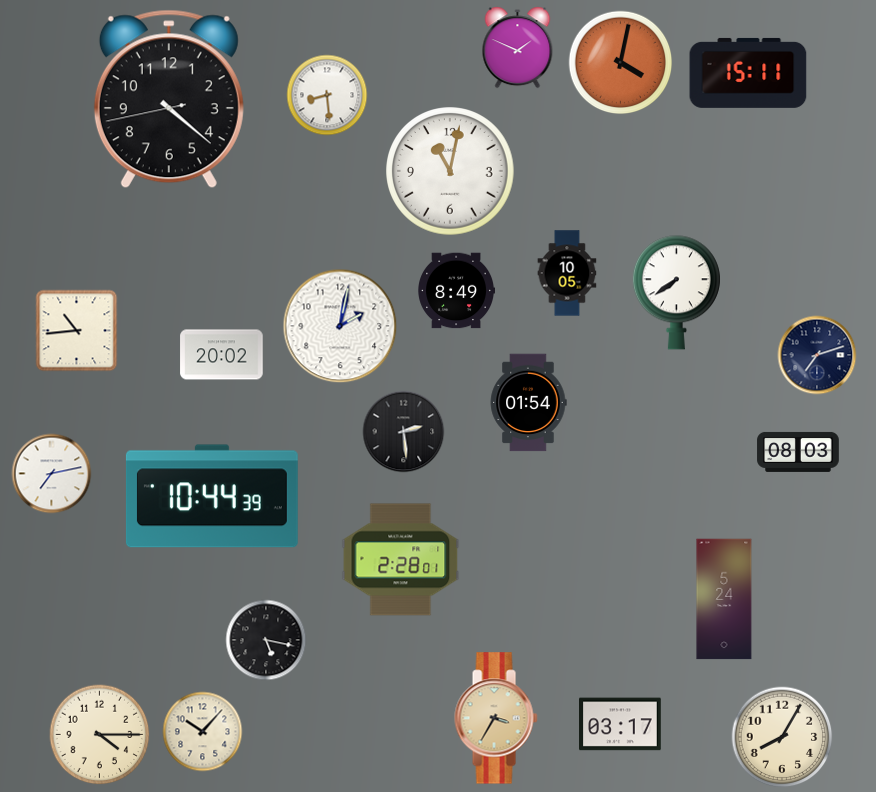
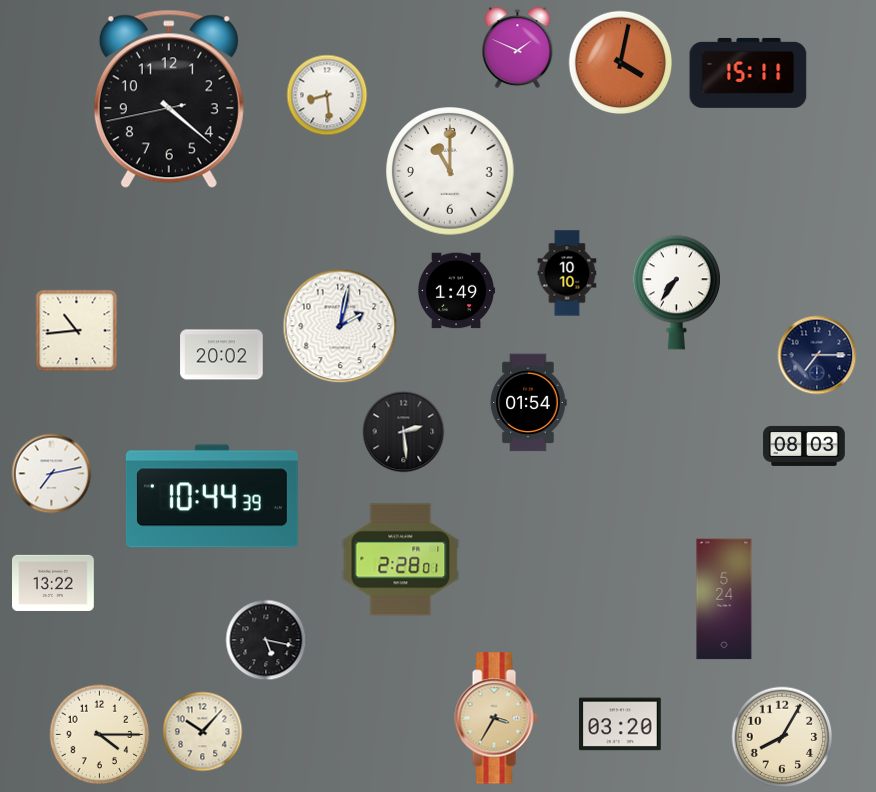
clock at (450, 171): 11:02 -> 11:00
clock at (567, 273): 10:05 -> 10:10
clock at (456, 291): 8:49 -> 1:49
clock at (676, 293): 7:39 -> 7:36
clock at (817, 355): 7:12 -> 7:15
clock at (798, 452) position: (798, 452) -> (804, 446)
clock at (53, 583): none -> 13:22
clock at (620, 724): 03:17 -> 03:20
